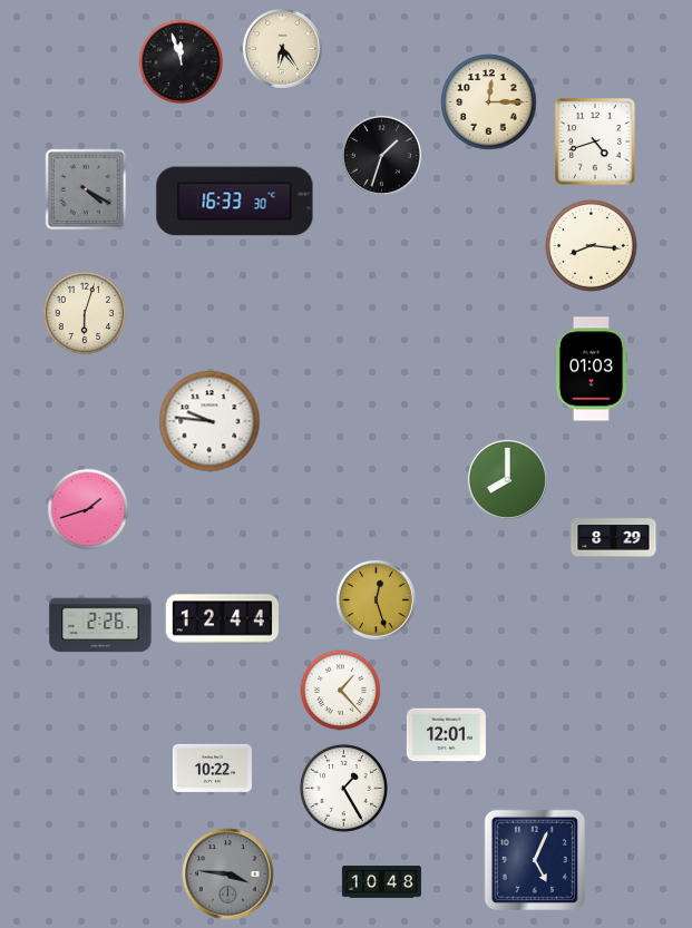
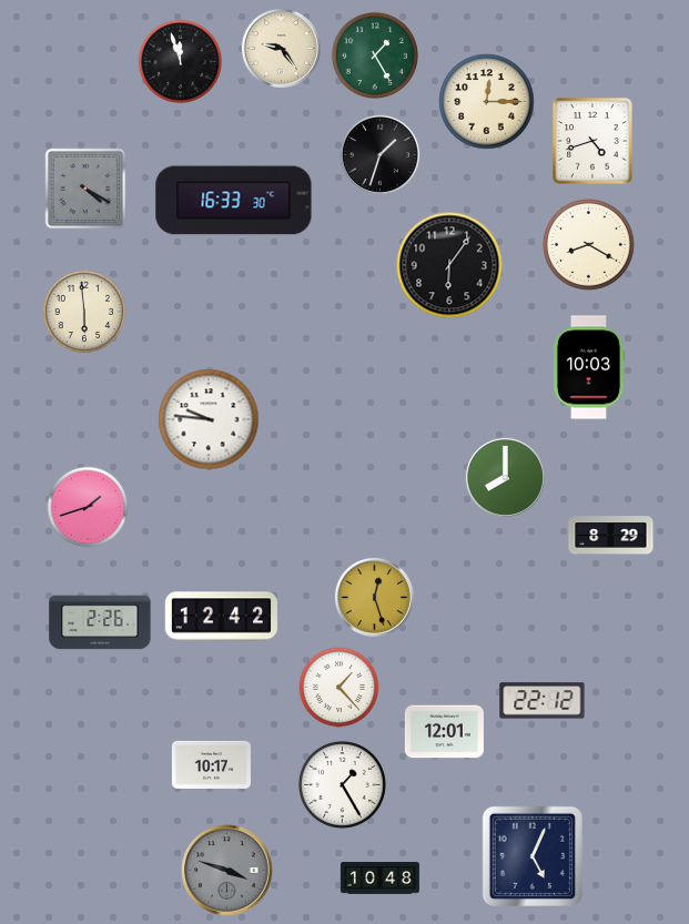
clock at (282, 48): 6:24 -> 9:24
clock at (375, 55): none -> 1:25
clock at (592, 246): 8:16 -> 8:20
clock at (449, 265): none -> 6:06
clock at (85, 313): 6:03 -> 5:59
clock at (592, 369): 01:03 -> 10:03
clock at (222, 619): 12:44 -> 12:42
clock at (543, 701): none -> 22:12
clock at (212, 768): 10:22 -> 10:17
clock at (228, 875): 3:46 -> 3:48
